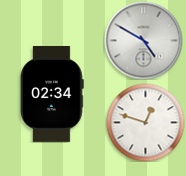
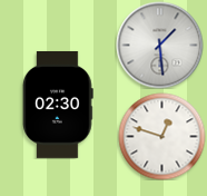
clock at (143, 40): 4:50 -> 1:29
clock at (52, 94): 02:34 -> 02:30
